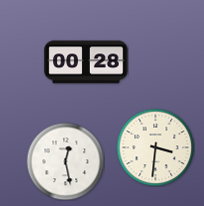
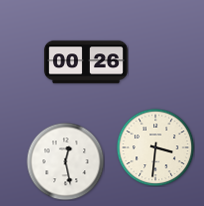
clock at (86, 62): 00:28 -> 00:26
